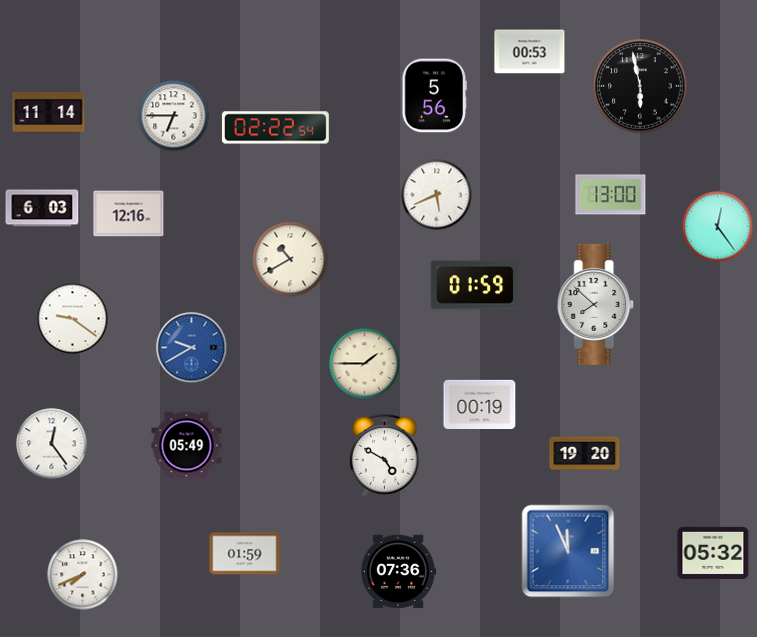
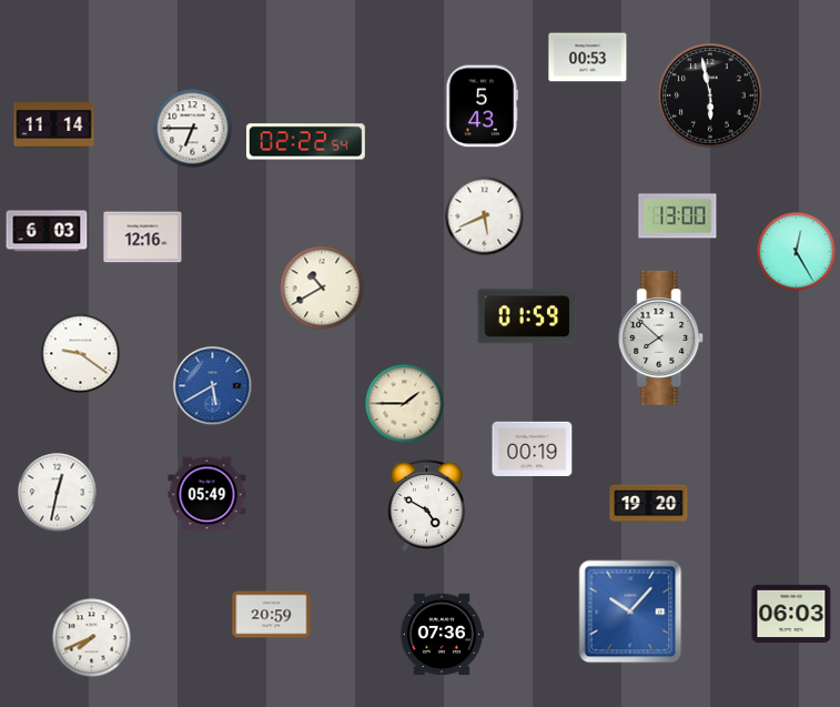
clock at (435, 96): 5:56 -> 5:43
clock at (718, 227): 12:24 -> 12:25
clock at (192, 348): 9:40 -> 5:40
clock at (52, 444): 12:24 -> 12:32
clock at (568, 551): 11:56 -> 10:07
clock at (713, 552): 05:32 -> 06:03
clock at (245, 554): 01:59 -> 20:59
